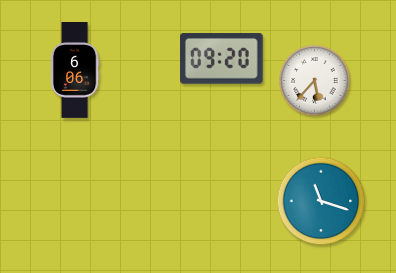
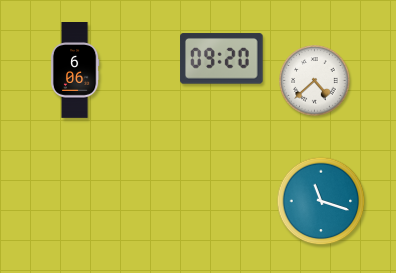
clock at (315, 81): 5:37 -> 4:38
